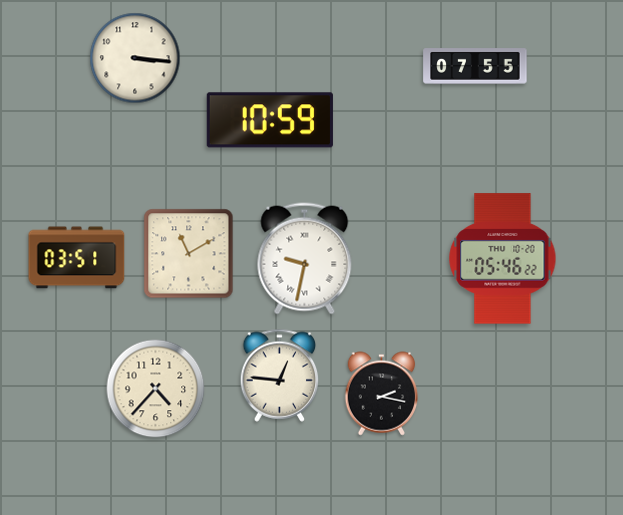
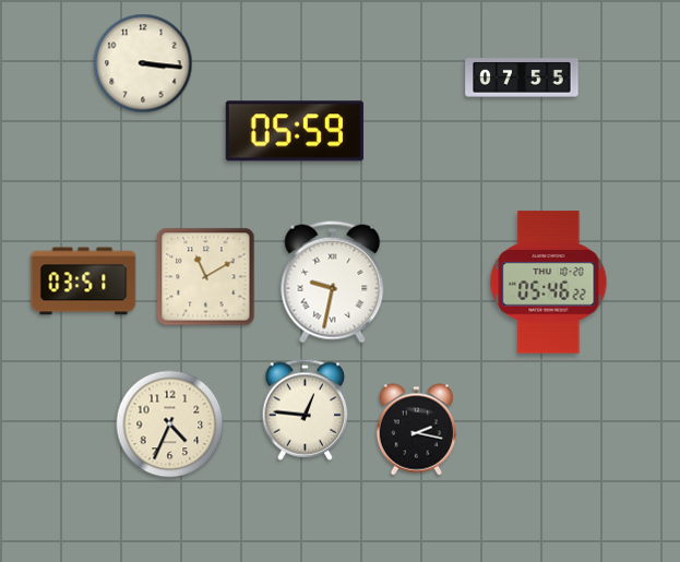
clock at (135, 58) position: (135, 58) -> (143, 63)
clock at (475, 66) position: (475, 66) -> (522, 77)
clock at (270, 120): 10:59 -> 05:59
clock at (156, 389): 4:37 -> 4:34
